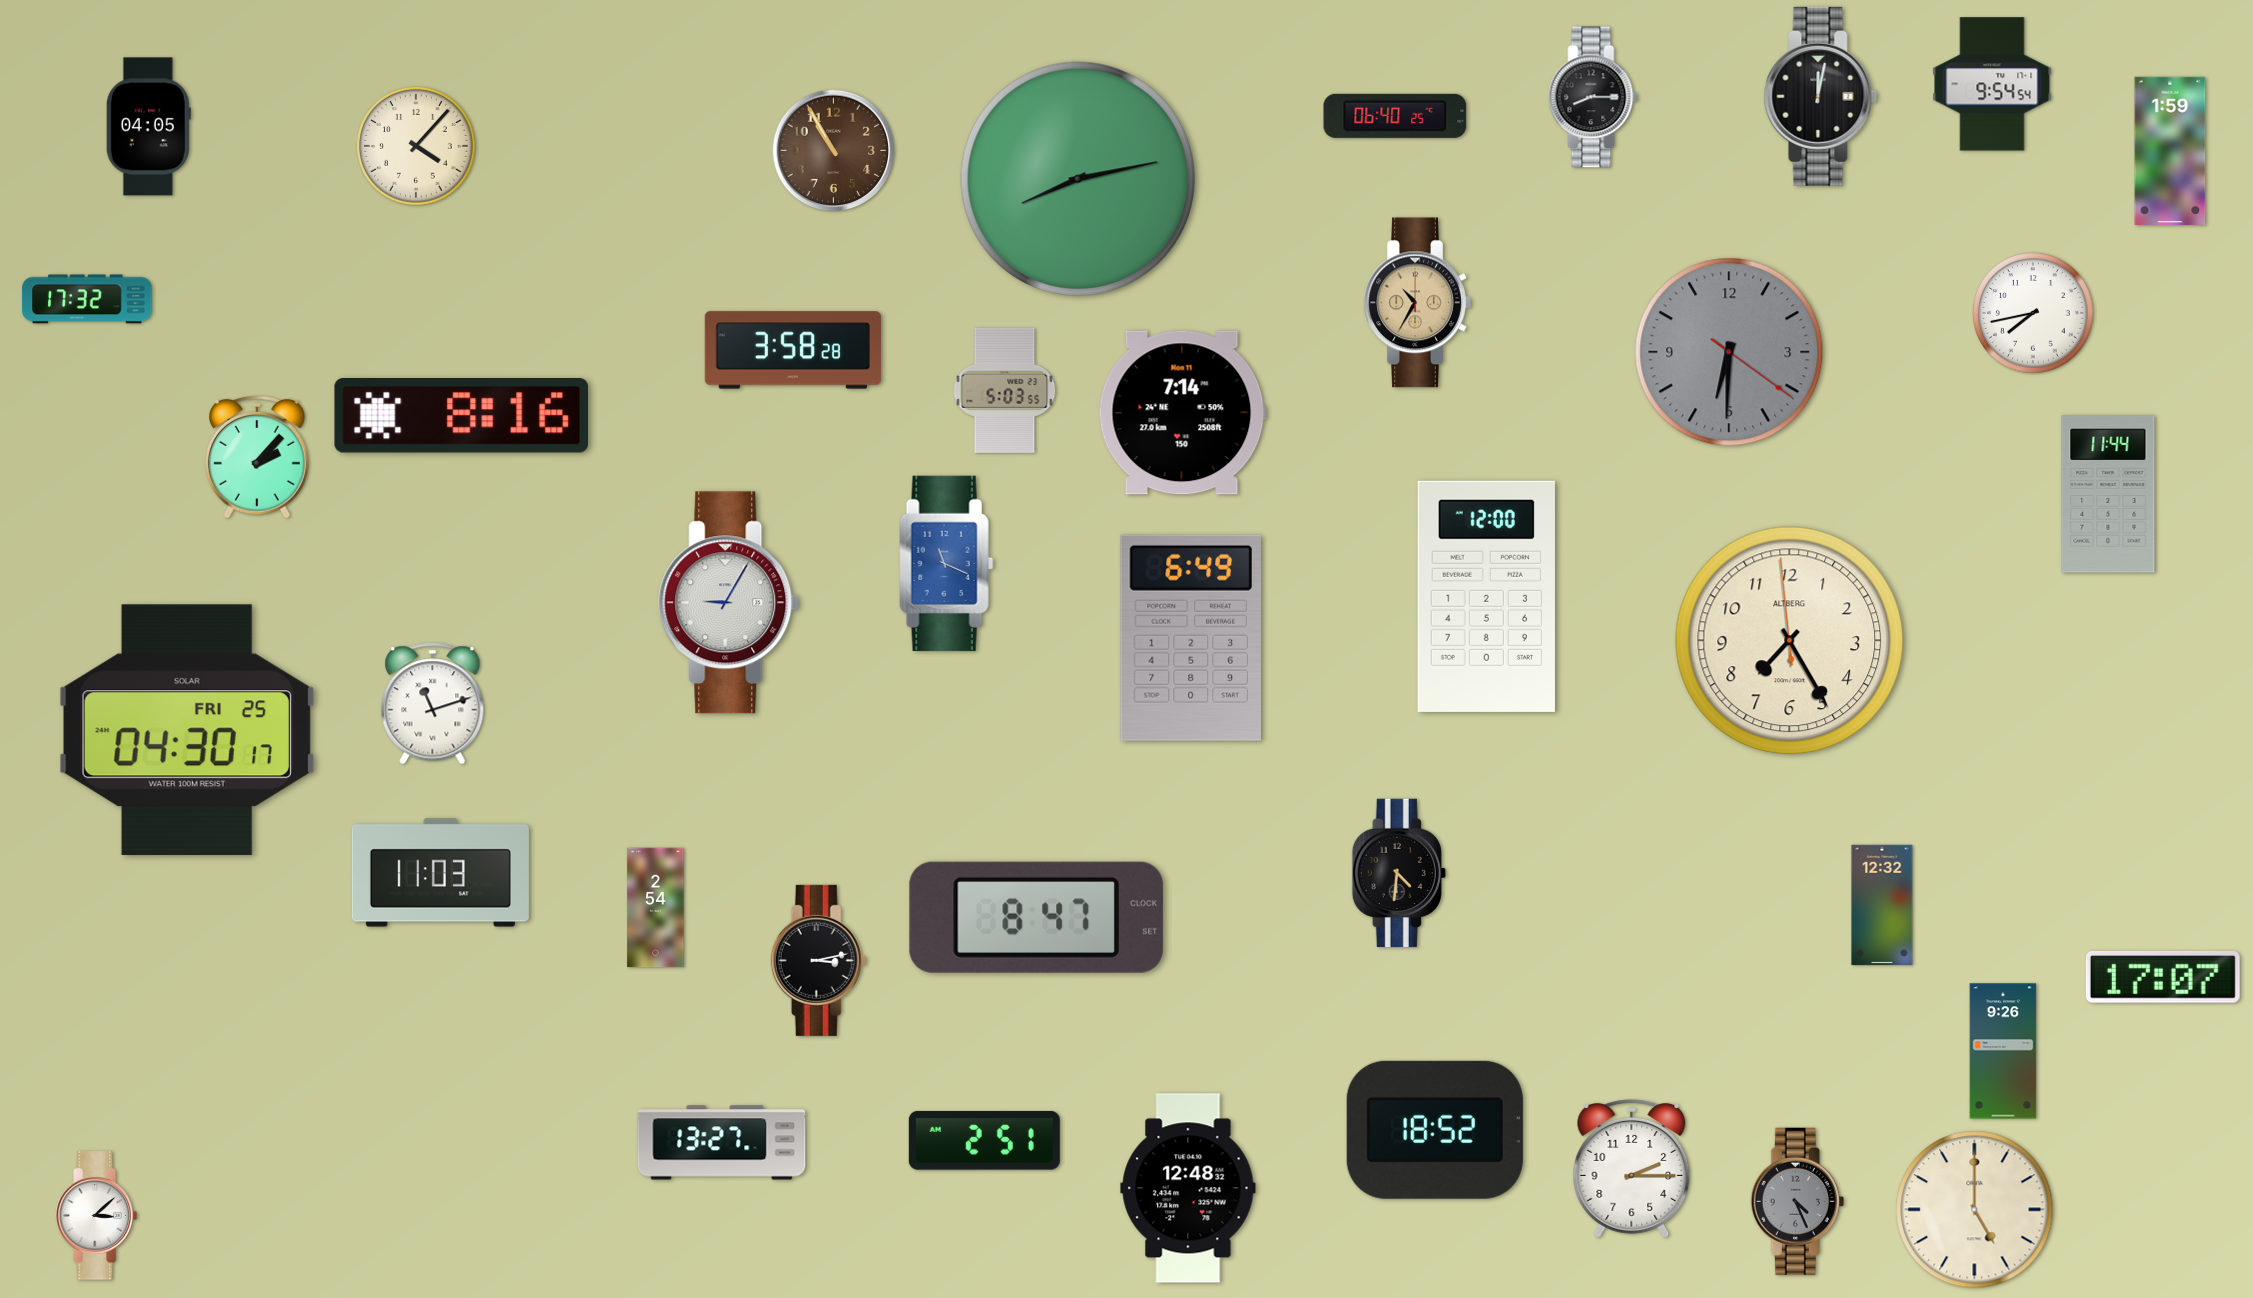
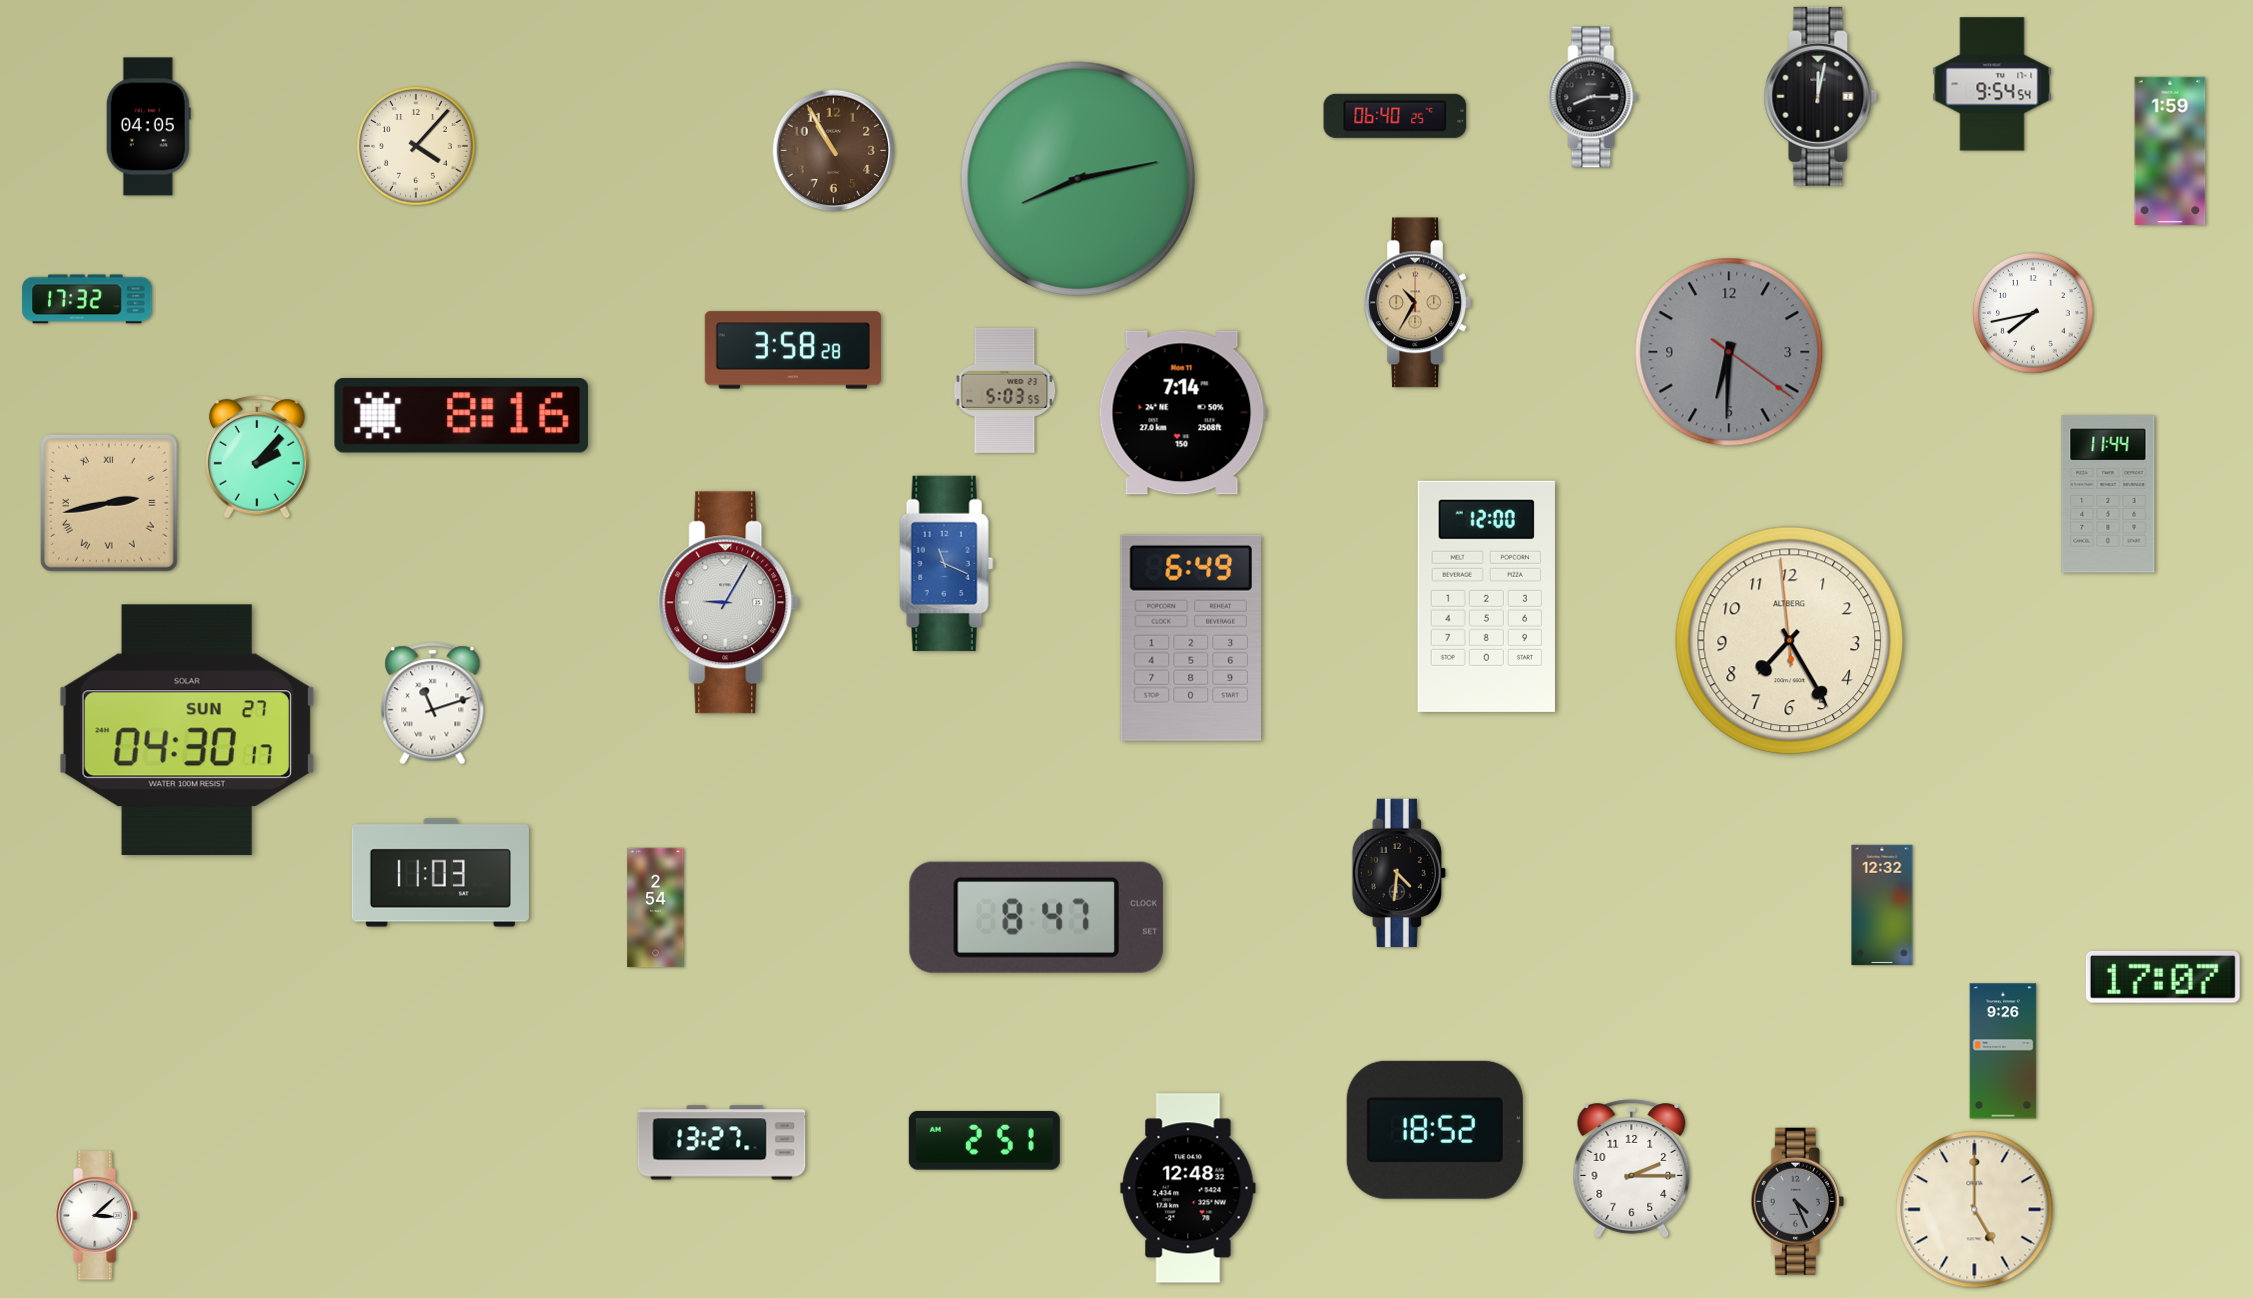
clock at (109, 503): none -> 2:43
clock at (187, 730) date: FRI 25 -> SUN 27
clock at (819, 960): 3:13 -> none
